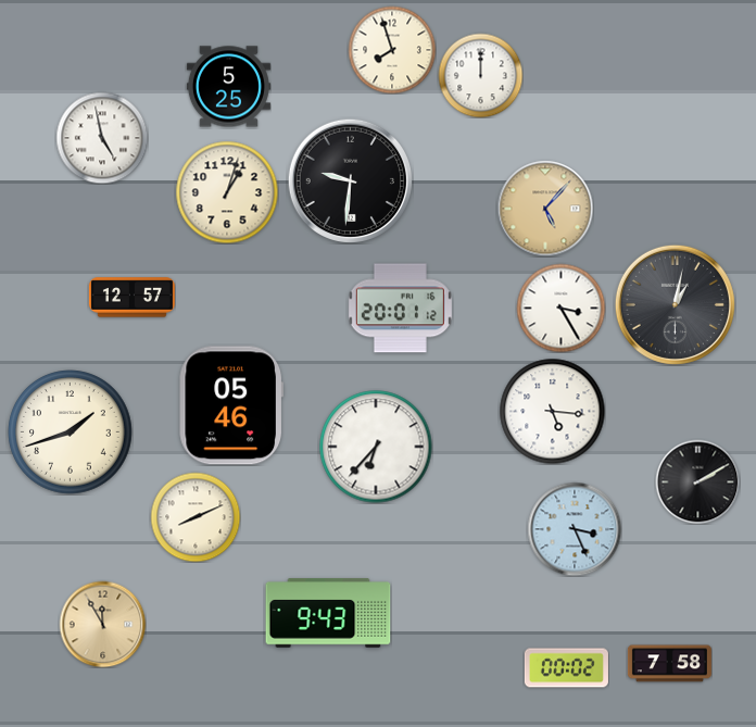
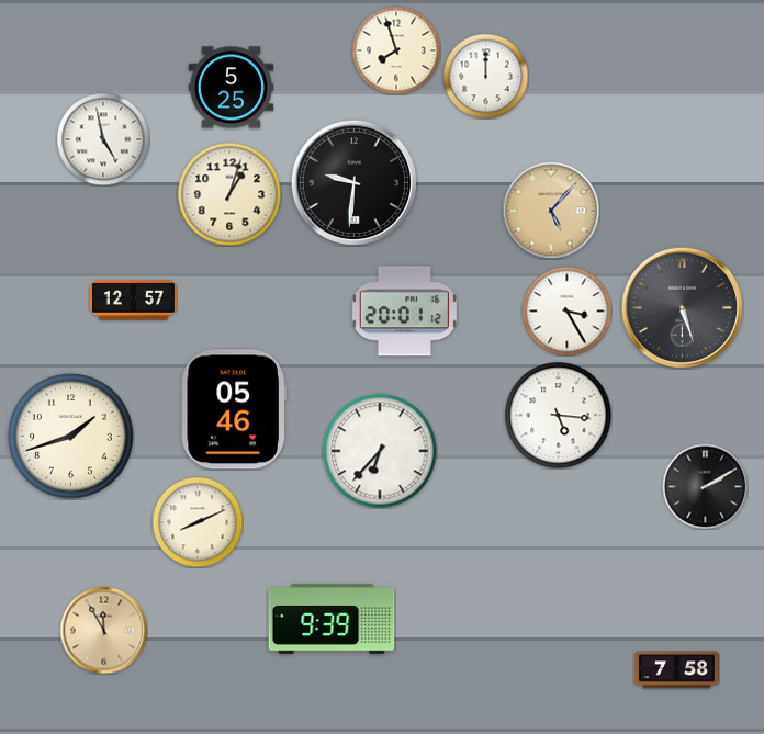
clock at (675, 304): 1:02 -> 5:27
clock at (575, 529): 3:26 -> none
clock at (328, 613): 9:43 -> 9:39
clock at (566, 668): 00:02 -> none
